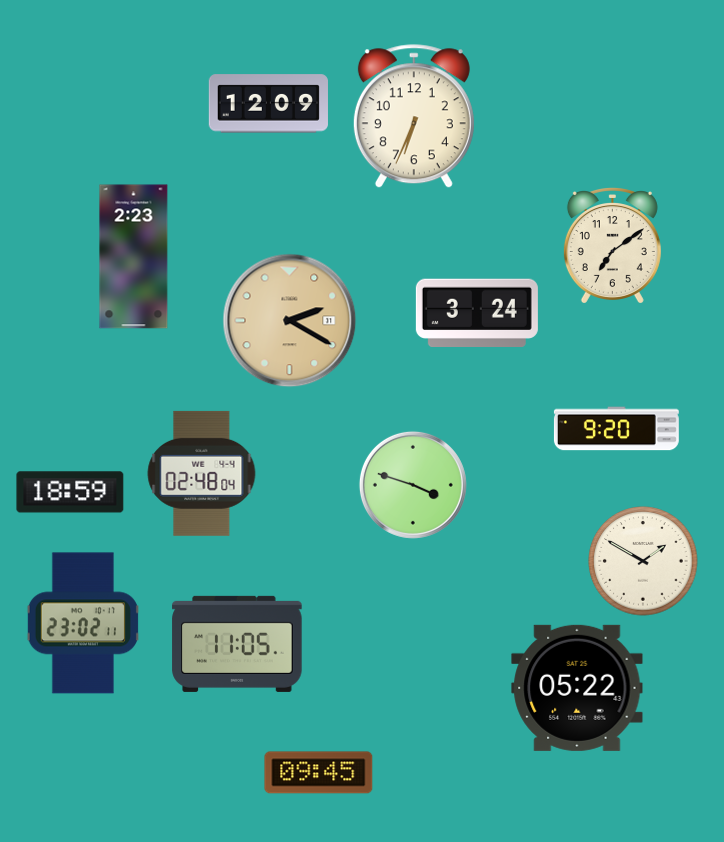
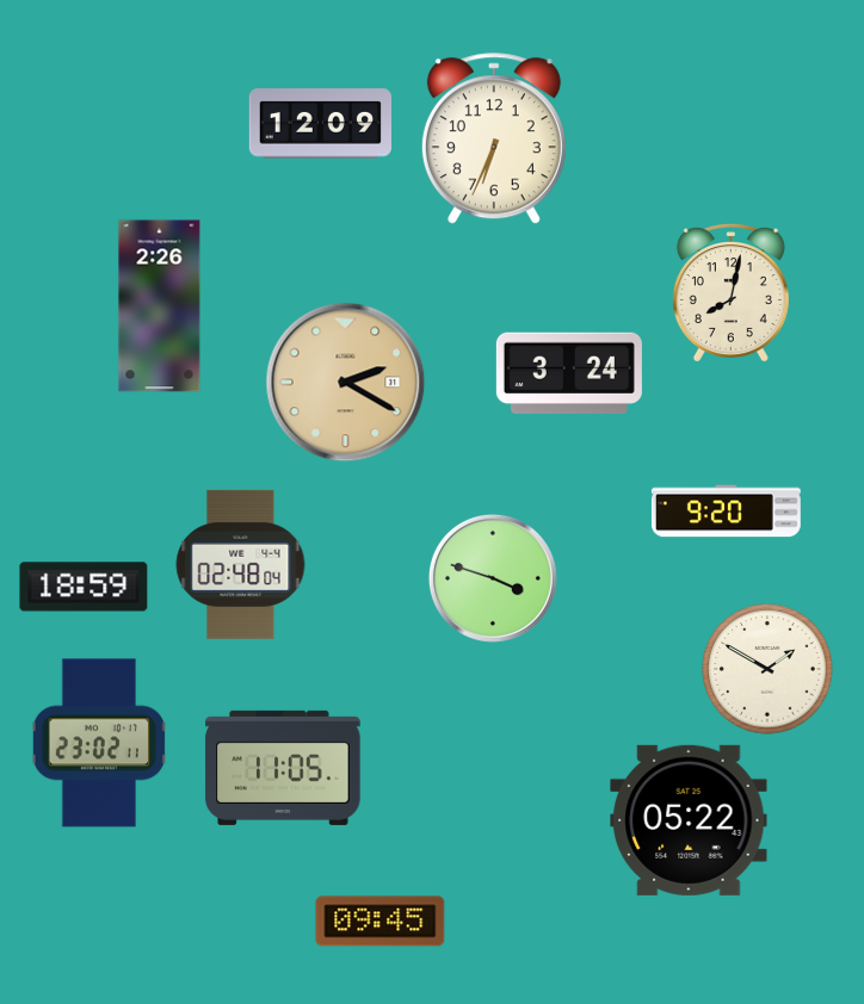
clock at (612, 246): 7:09 -> 8:02
clock at (134, 257): 2:23 -> 2:26
clock at (616, 429) position: (616, 429) -> (726, 512)
